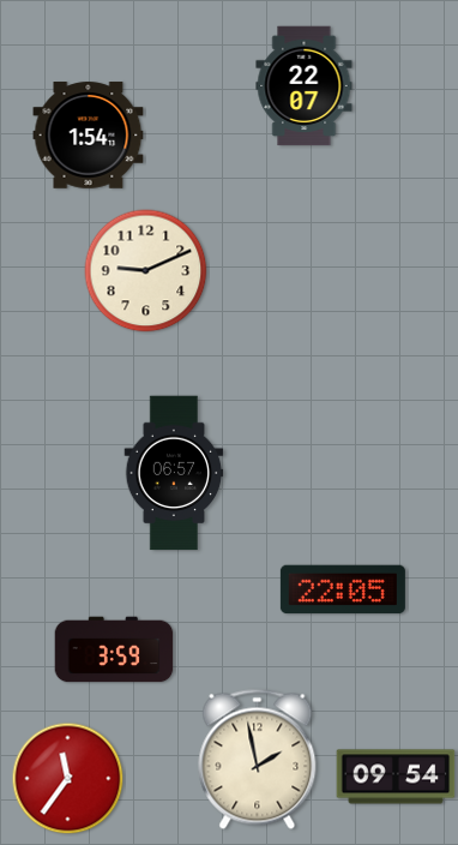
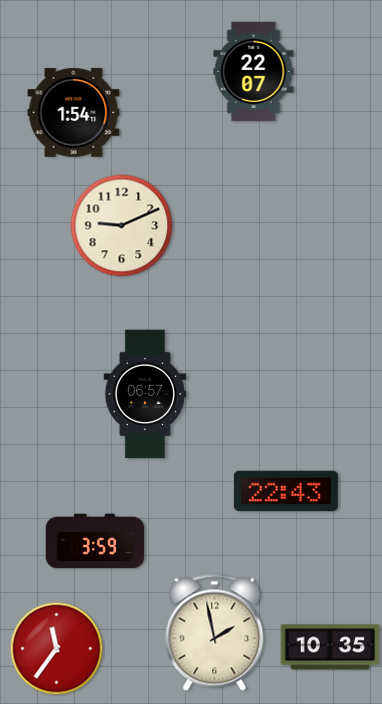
clock at (343, 589): 22:05 -> 22:43
clock at (396, 777): 09:54 -> 10:35
